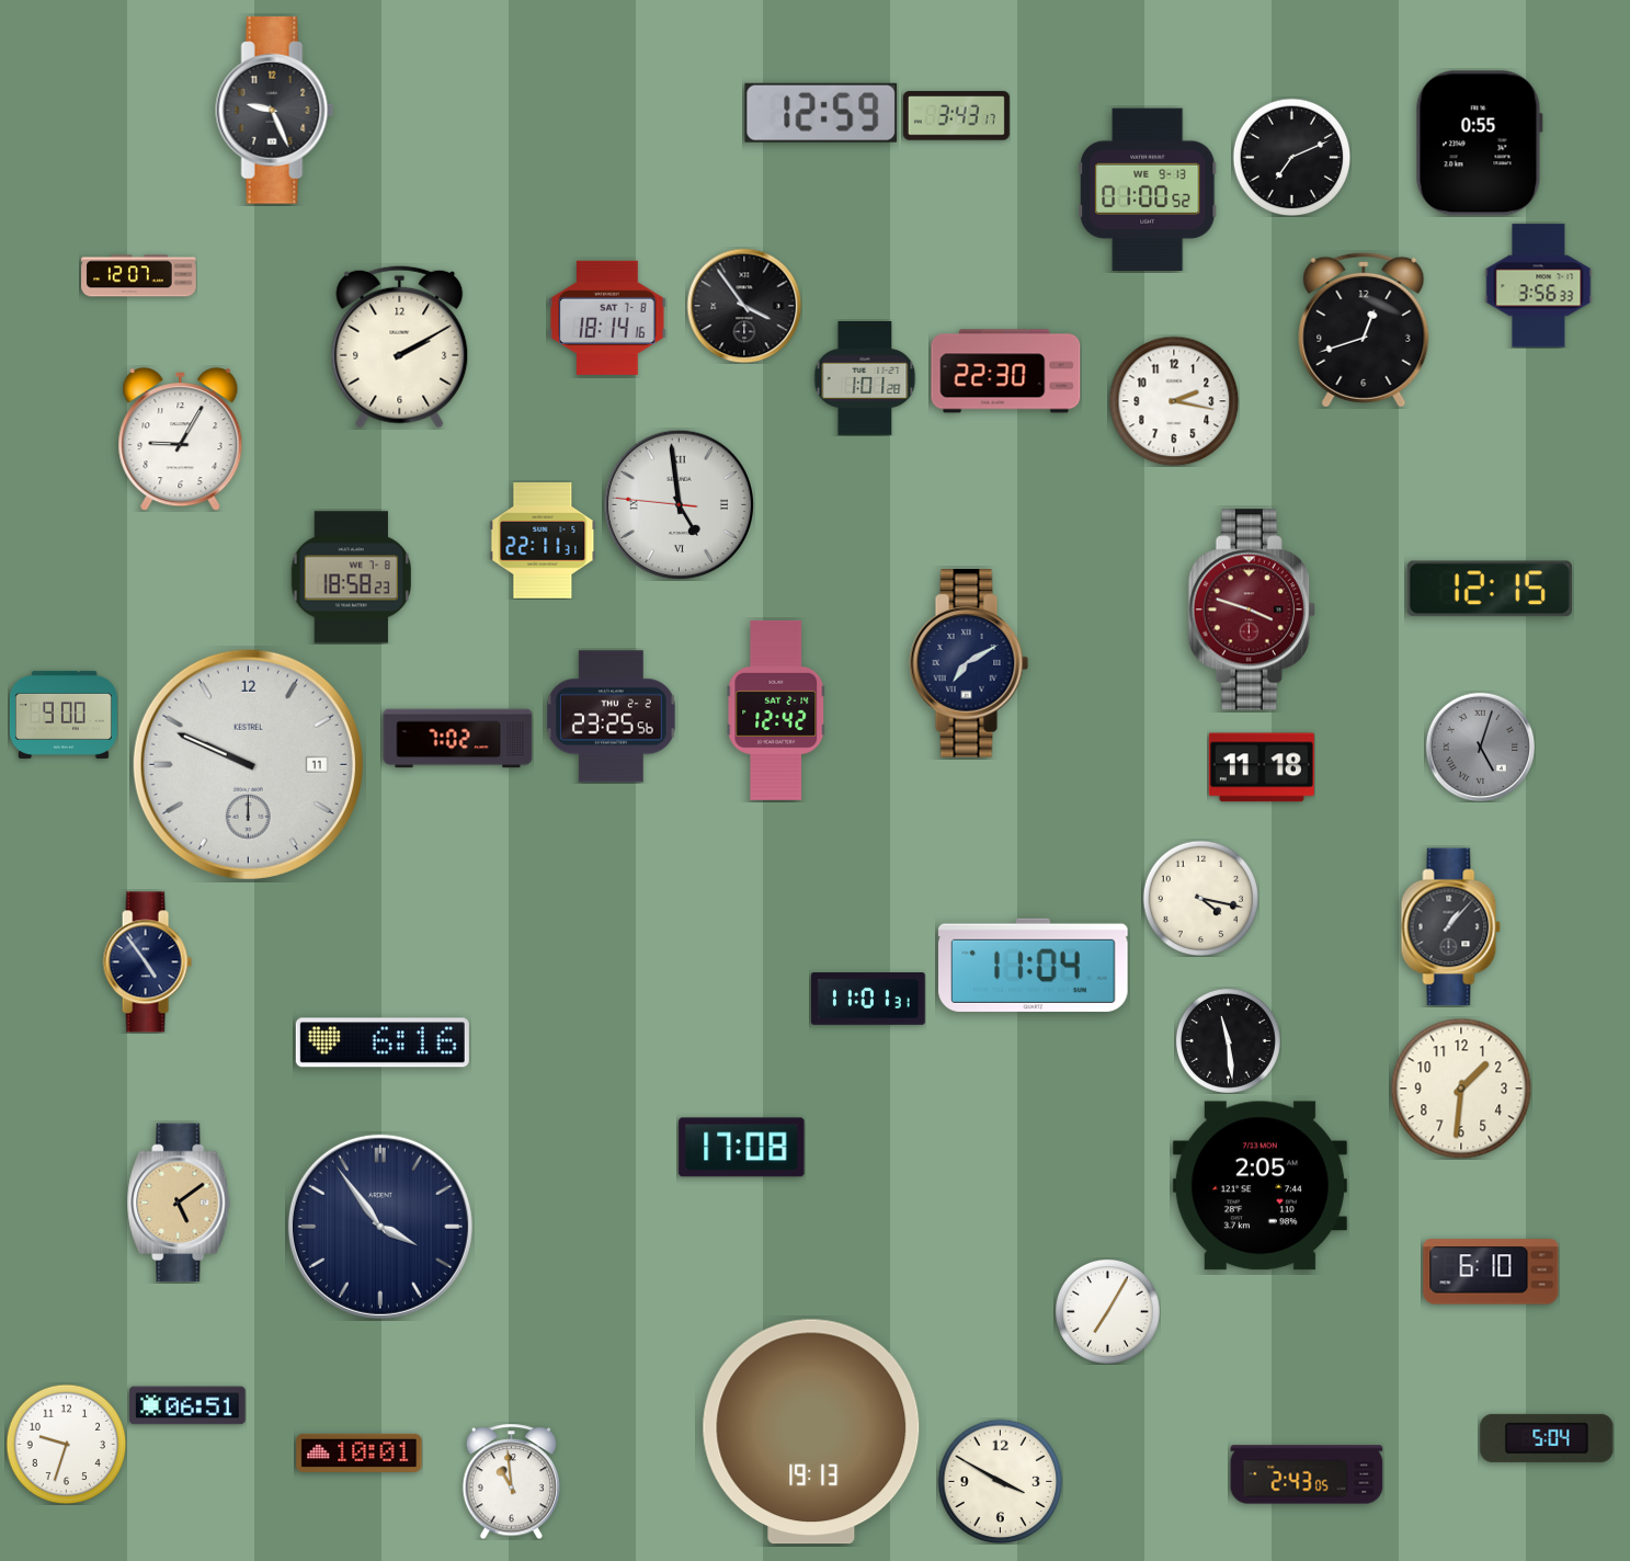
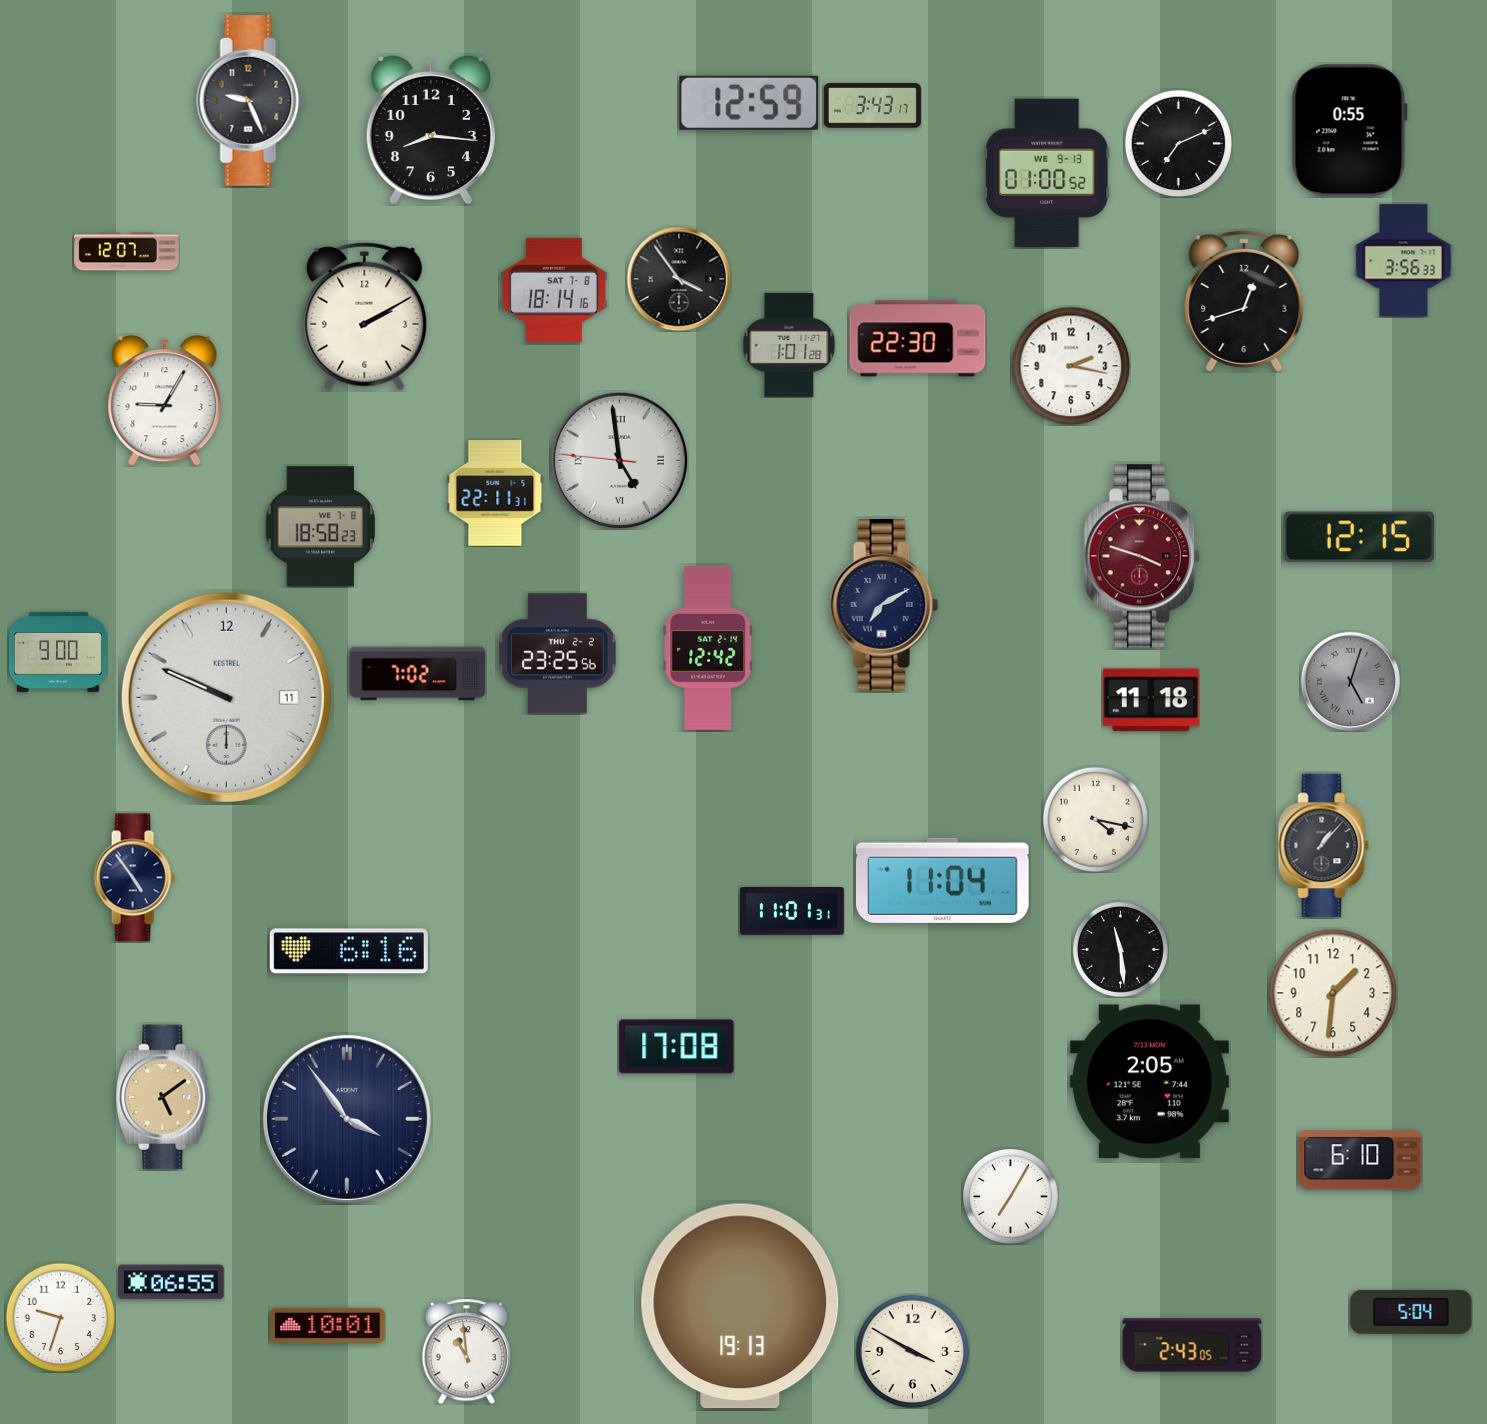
clock at (431, 130): none -> 8:16
clock at (187, 1405): 06:51 -> 06:55
